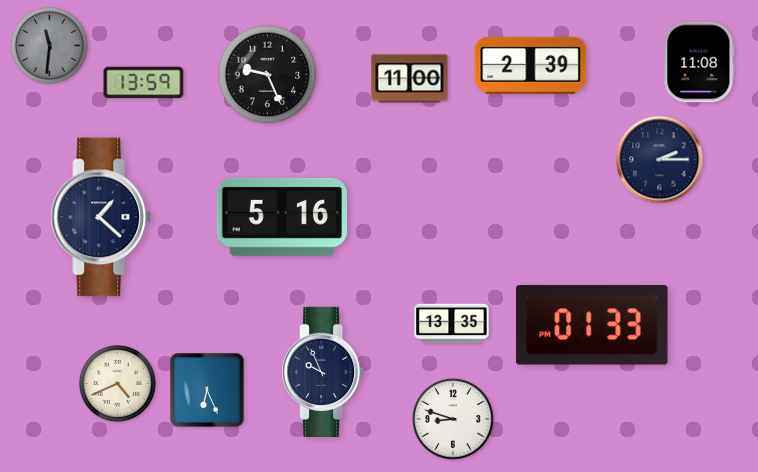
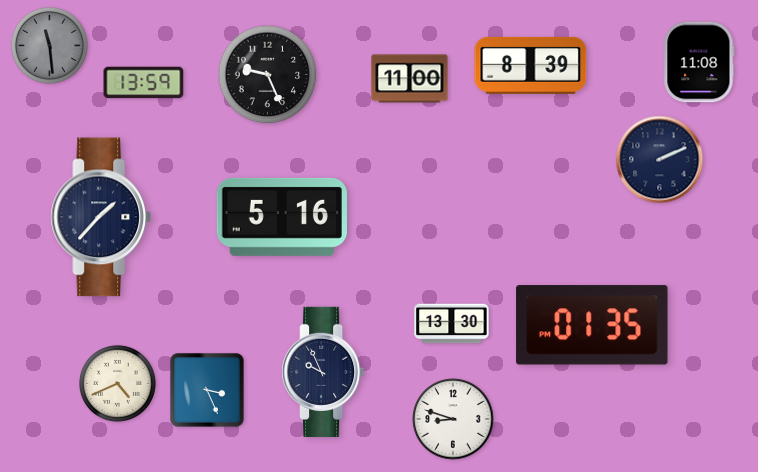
clock at (49, 45): 11:31 -> 11:29
clock at (531, 65): 2:39 -> 8:39
clock at (660, 160): 2:15 -> 2:11
clock at (101, 217): 1:22 -> 1:37
clock at (452, 324): 13:35 -> 13:30
clock at (592, 325): 01:33 -> 01:35
clock at (207, 390): 6:26 -> 3:26
